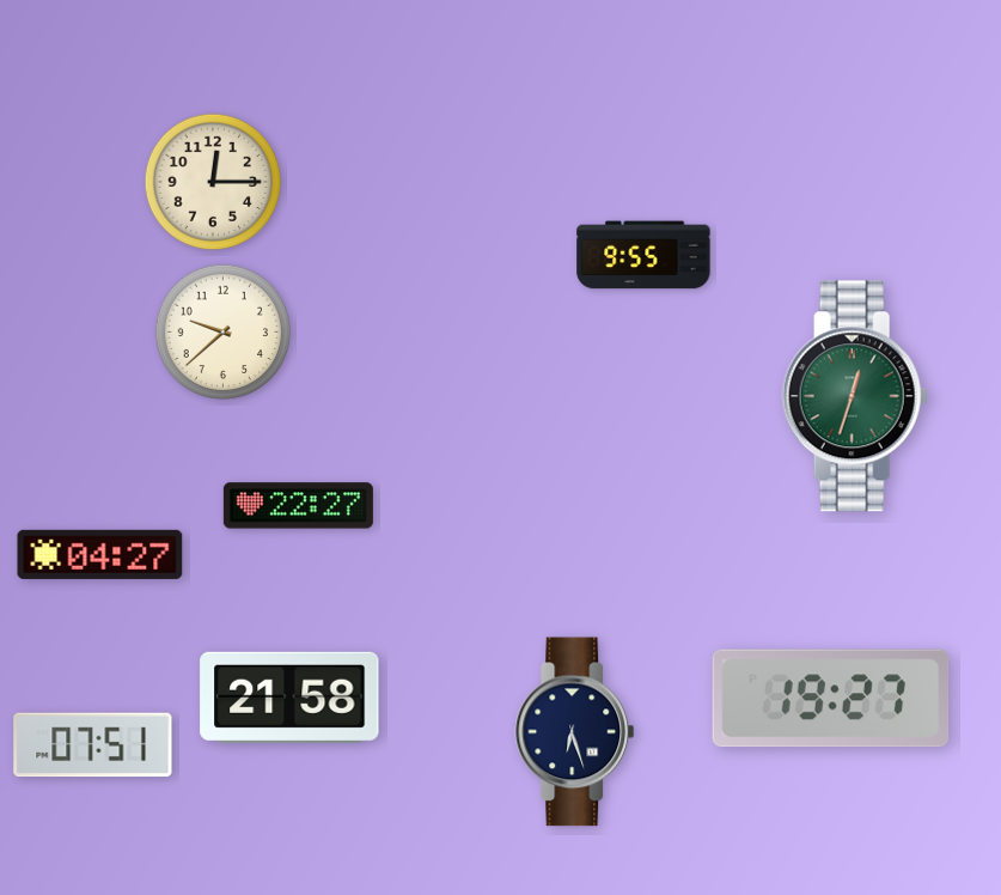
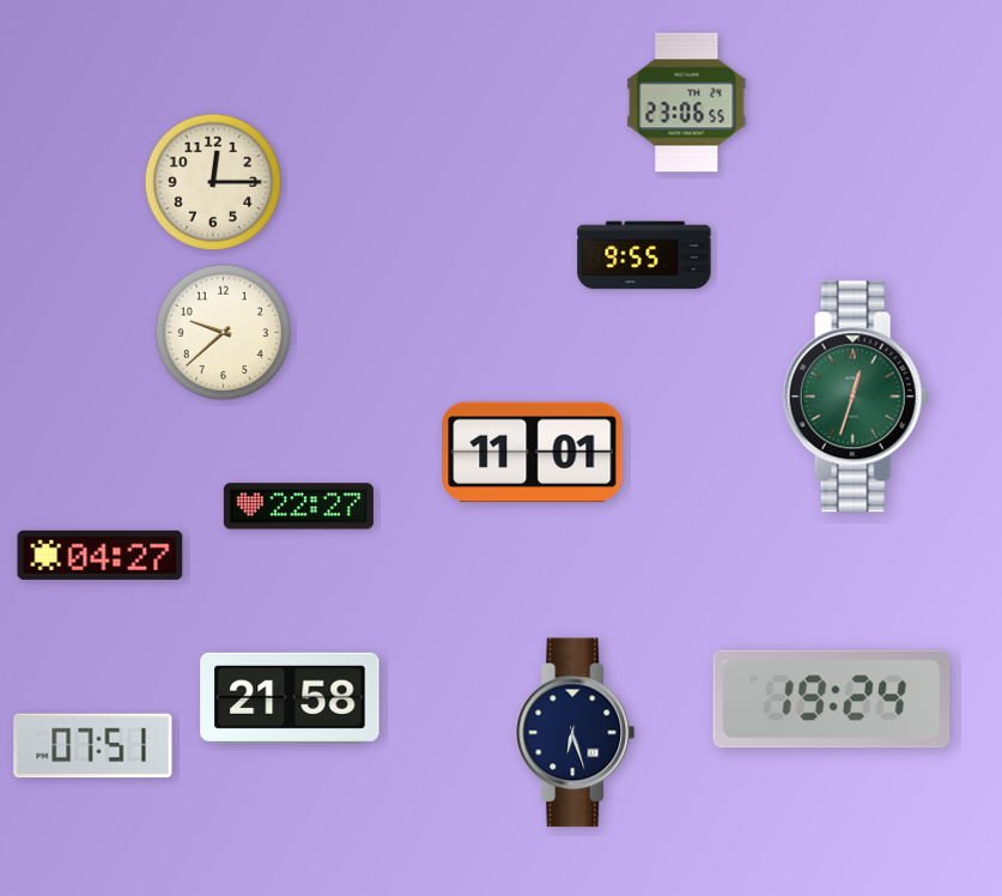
clock at (687, 103): none -> 23:06
clock at (533, 453): none -> 11:01
clock at (831, 699): 19:27 -> 19:24
